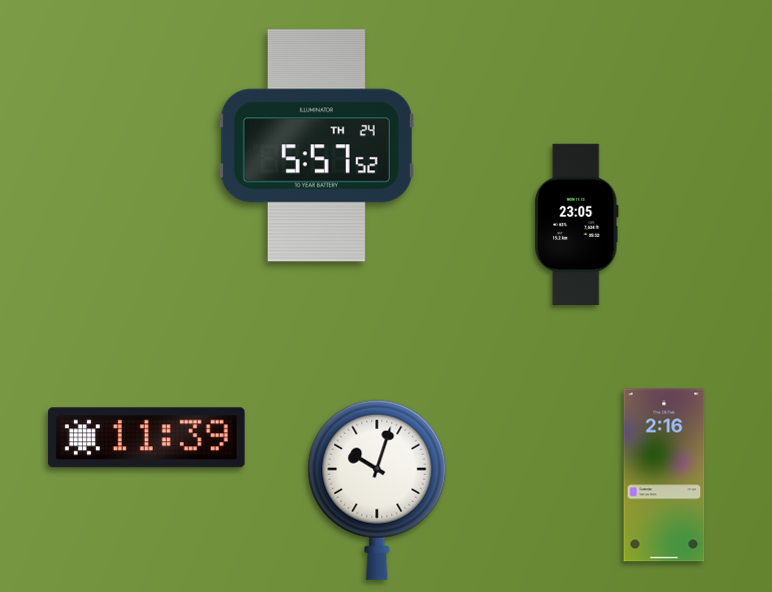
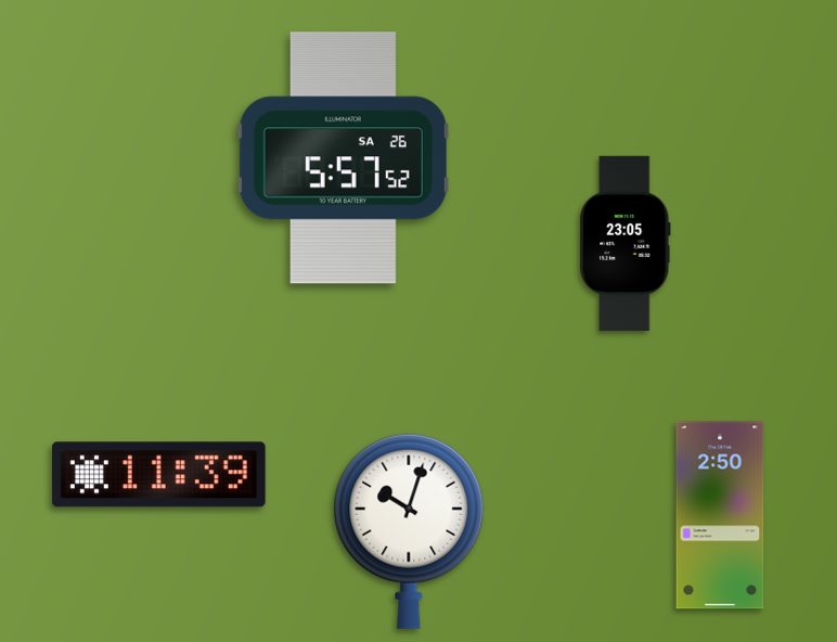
clock at (316, 146) date: TH 24 -> SA 26
clock at (664, 475): 2:16 -> 2:50
